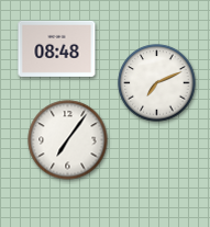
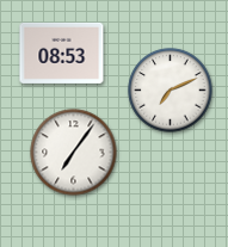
clock at (57, 48): 08:48 -> 08:53
